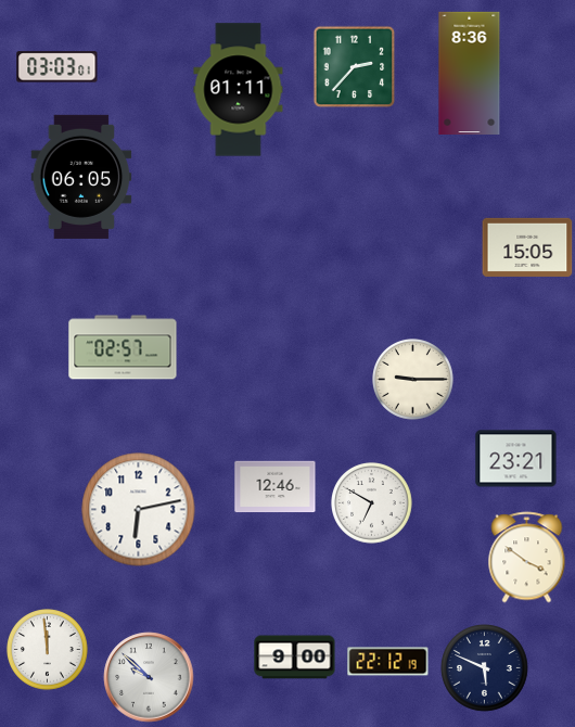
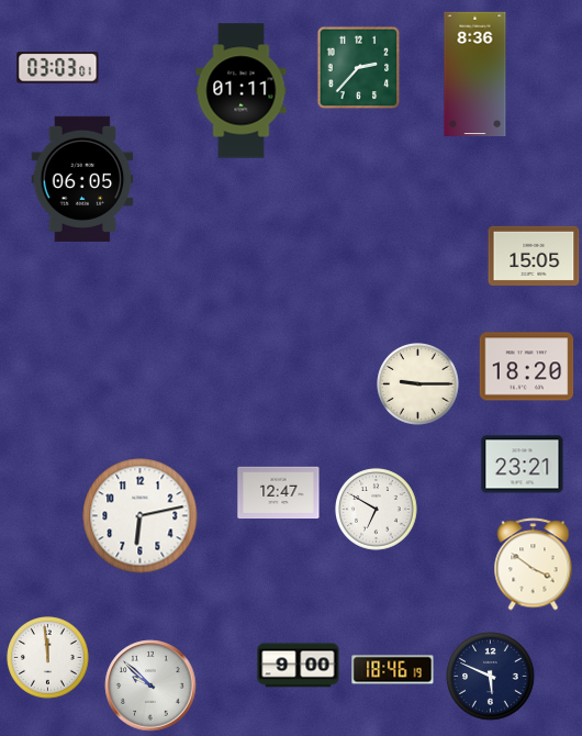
clock at (527, 247) position: (527, 247) -> (534, 256)
clock at (123, 347): 02:57 -> none
clock at (527, 367): none -> 18:20
clock at (276, 487): 12:46 -> 12:47
clock at (388, 662): 22:12 -> 18:46
